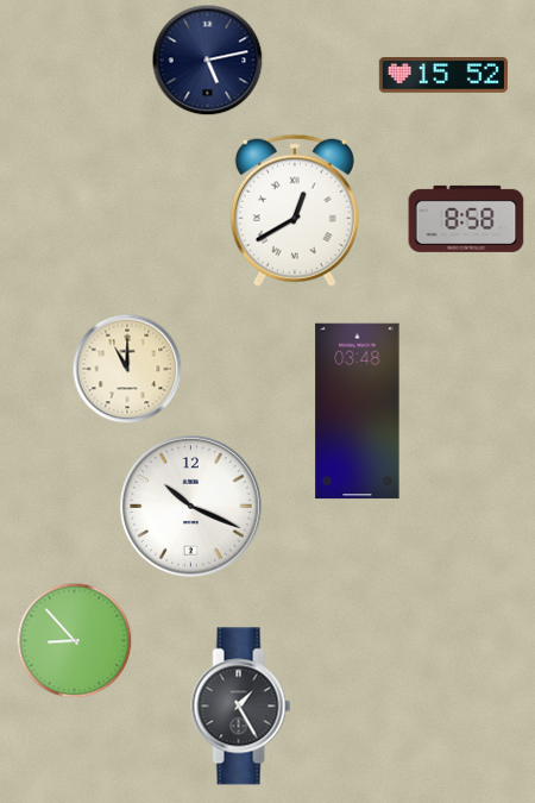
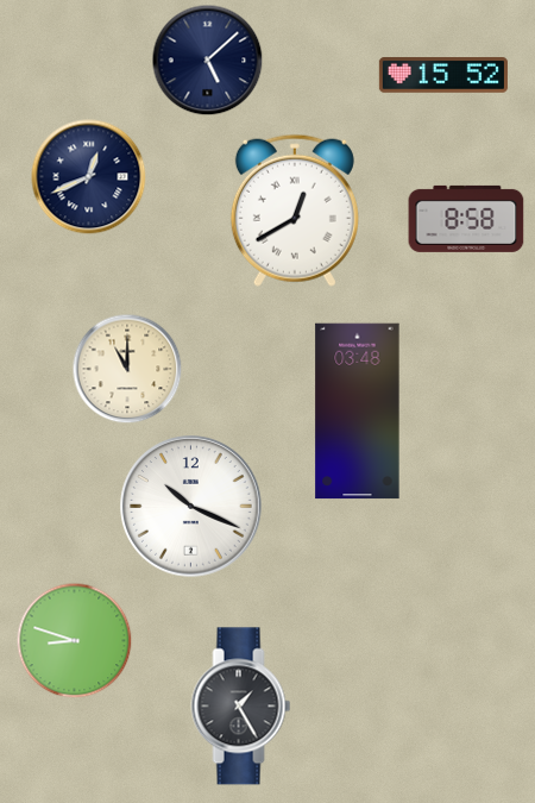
clock at (207, 59): 5:13 -> 5:08
clock at (89, 177): none -> 12:41
clock at (74, 640): 8:53 -> 8:48
